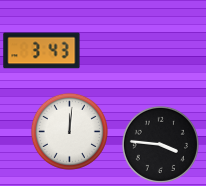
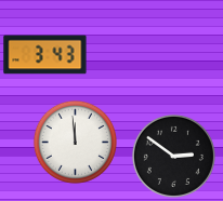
clock at (69, 131): 12:01 -> 11:59
clock at (160, 144): 3:46 -> 2:51
